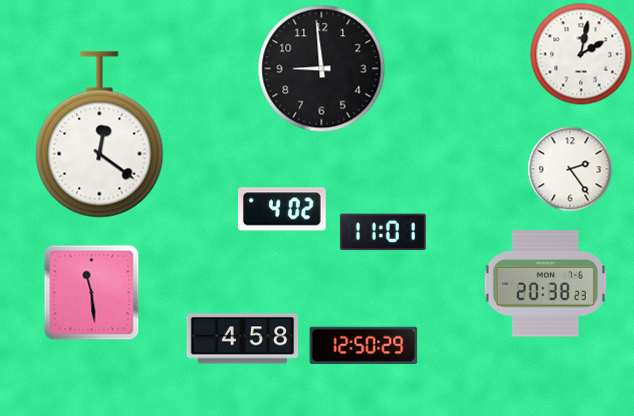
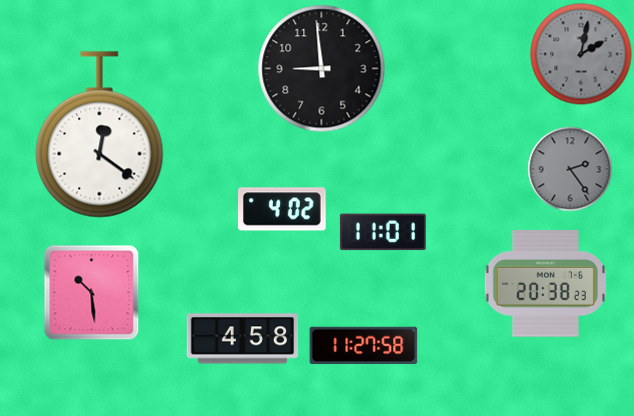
clock at (581, 54) dial: white -> grey
clock at (570, 169) dial: white -> grey
clock at (92, 293): 11:29 -> 10:29
clock at (364, 346): 12:50 -> 11:27
